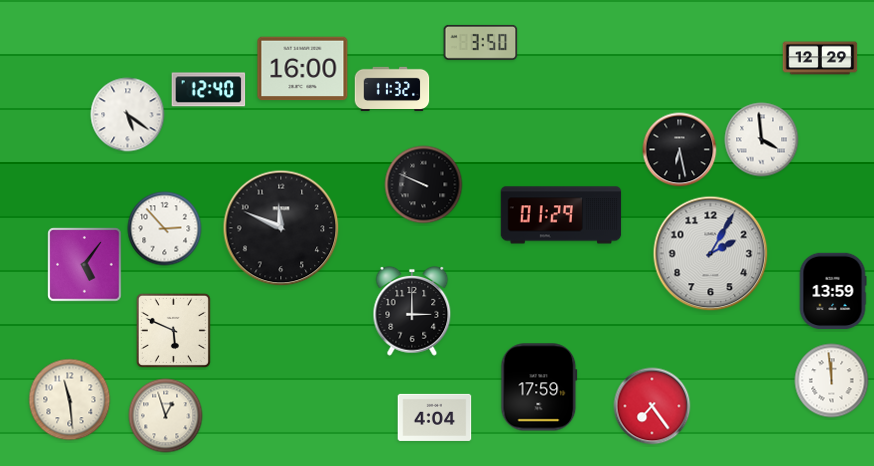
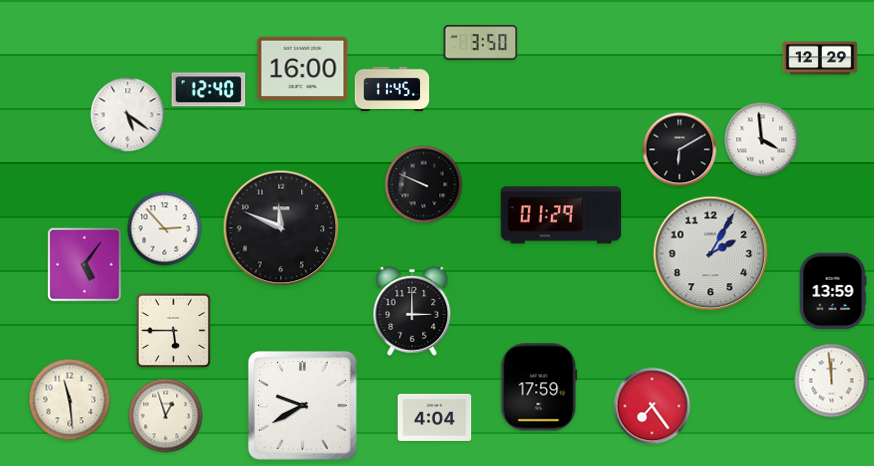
clock at (392, 89): 11:32 -> 11:45
clock at (680, 150): 6:28 -> 6:10
clock at (173, 330): 5:49 -> 5:45
clock at (302, 405): none -> 9:40
